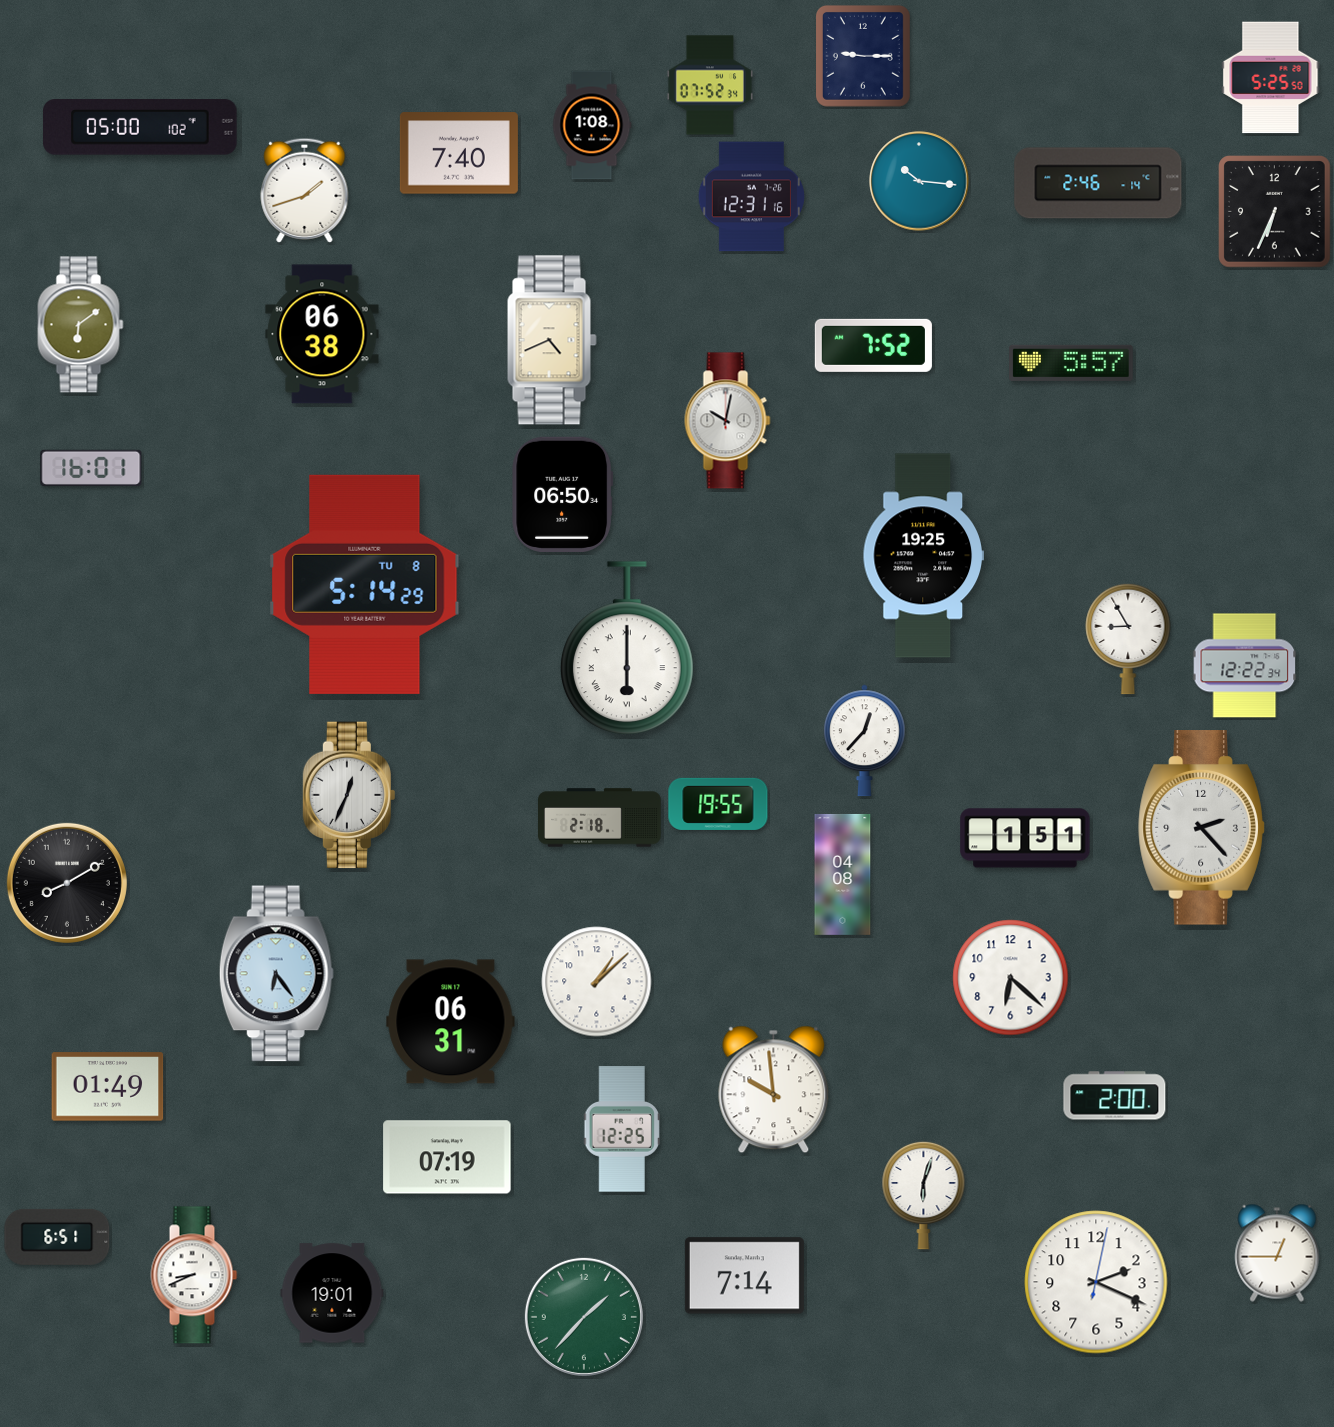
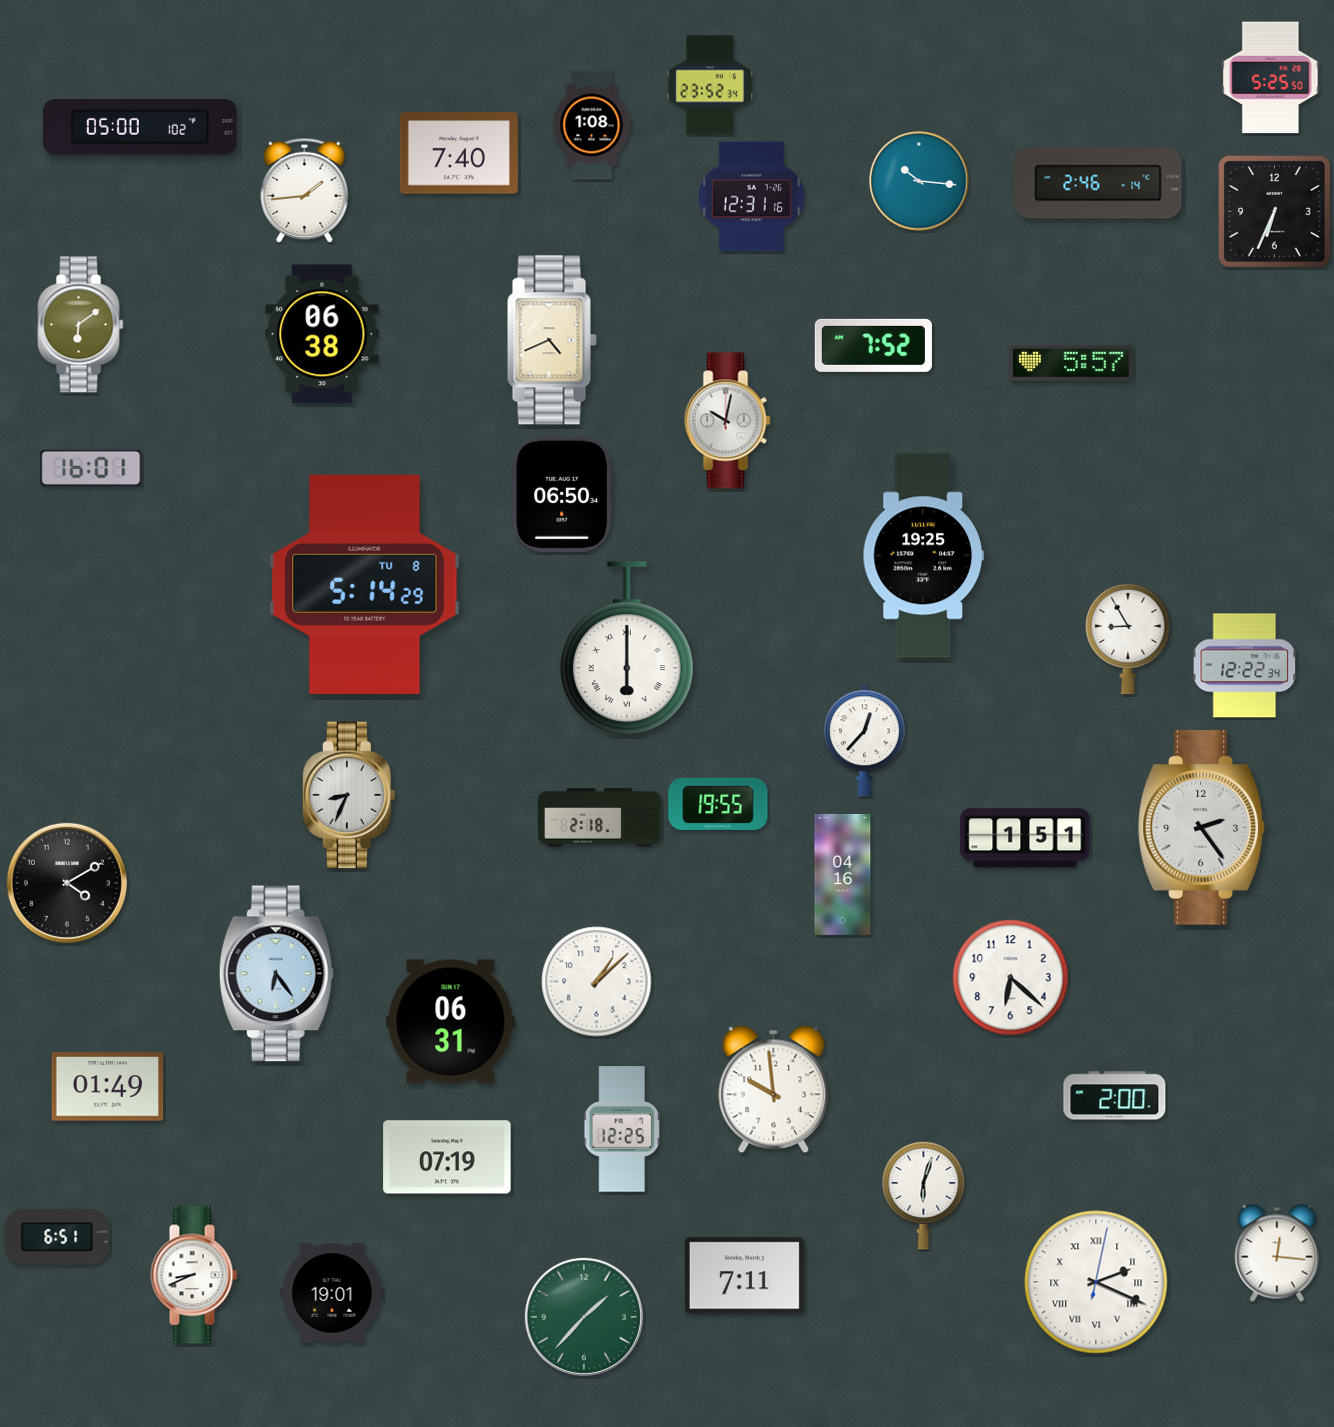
clock at (863, 56): 9:15 -> none
clock at (710, 85): 07:52 -> 23:52
clock at (305, 190): 1:42 -> 1:44
clock at (348, 795): 12:34 -> 8:34
clock at (1202, 828): 2:23 -> 2:24
clock at (843, 874): 04:08 -> 04:16
clock at (67, 883): 8:10 -> 4:10
clock at (1277, 1253): 12:45 -> 12:16
clock at (744, 1276): 7:14 -> 7:11
clock at (1096, 1282) numerals: Arabic -> Roman
